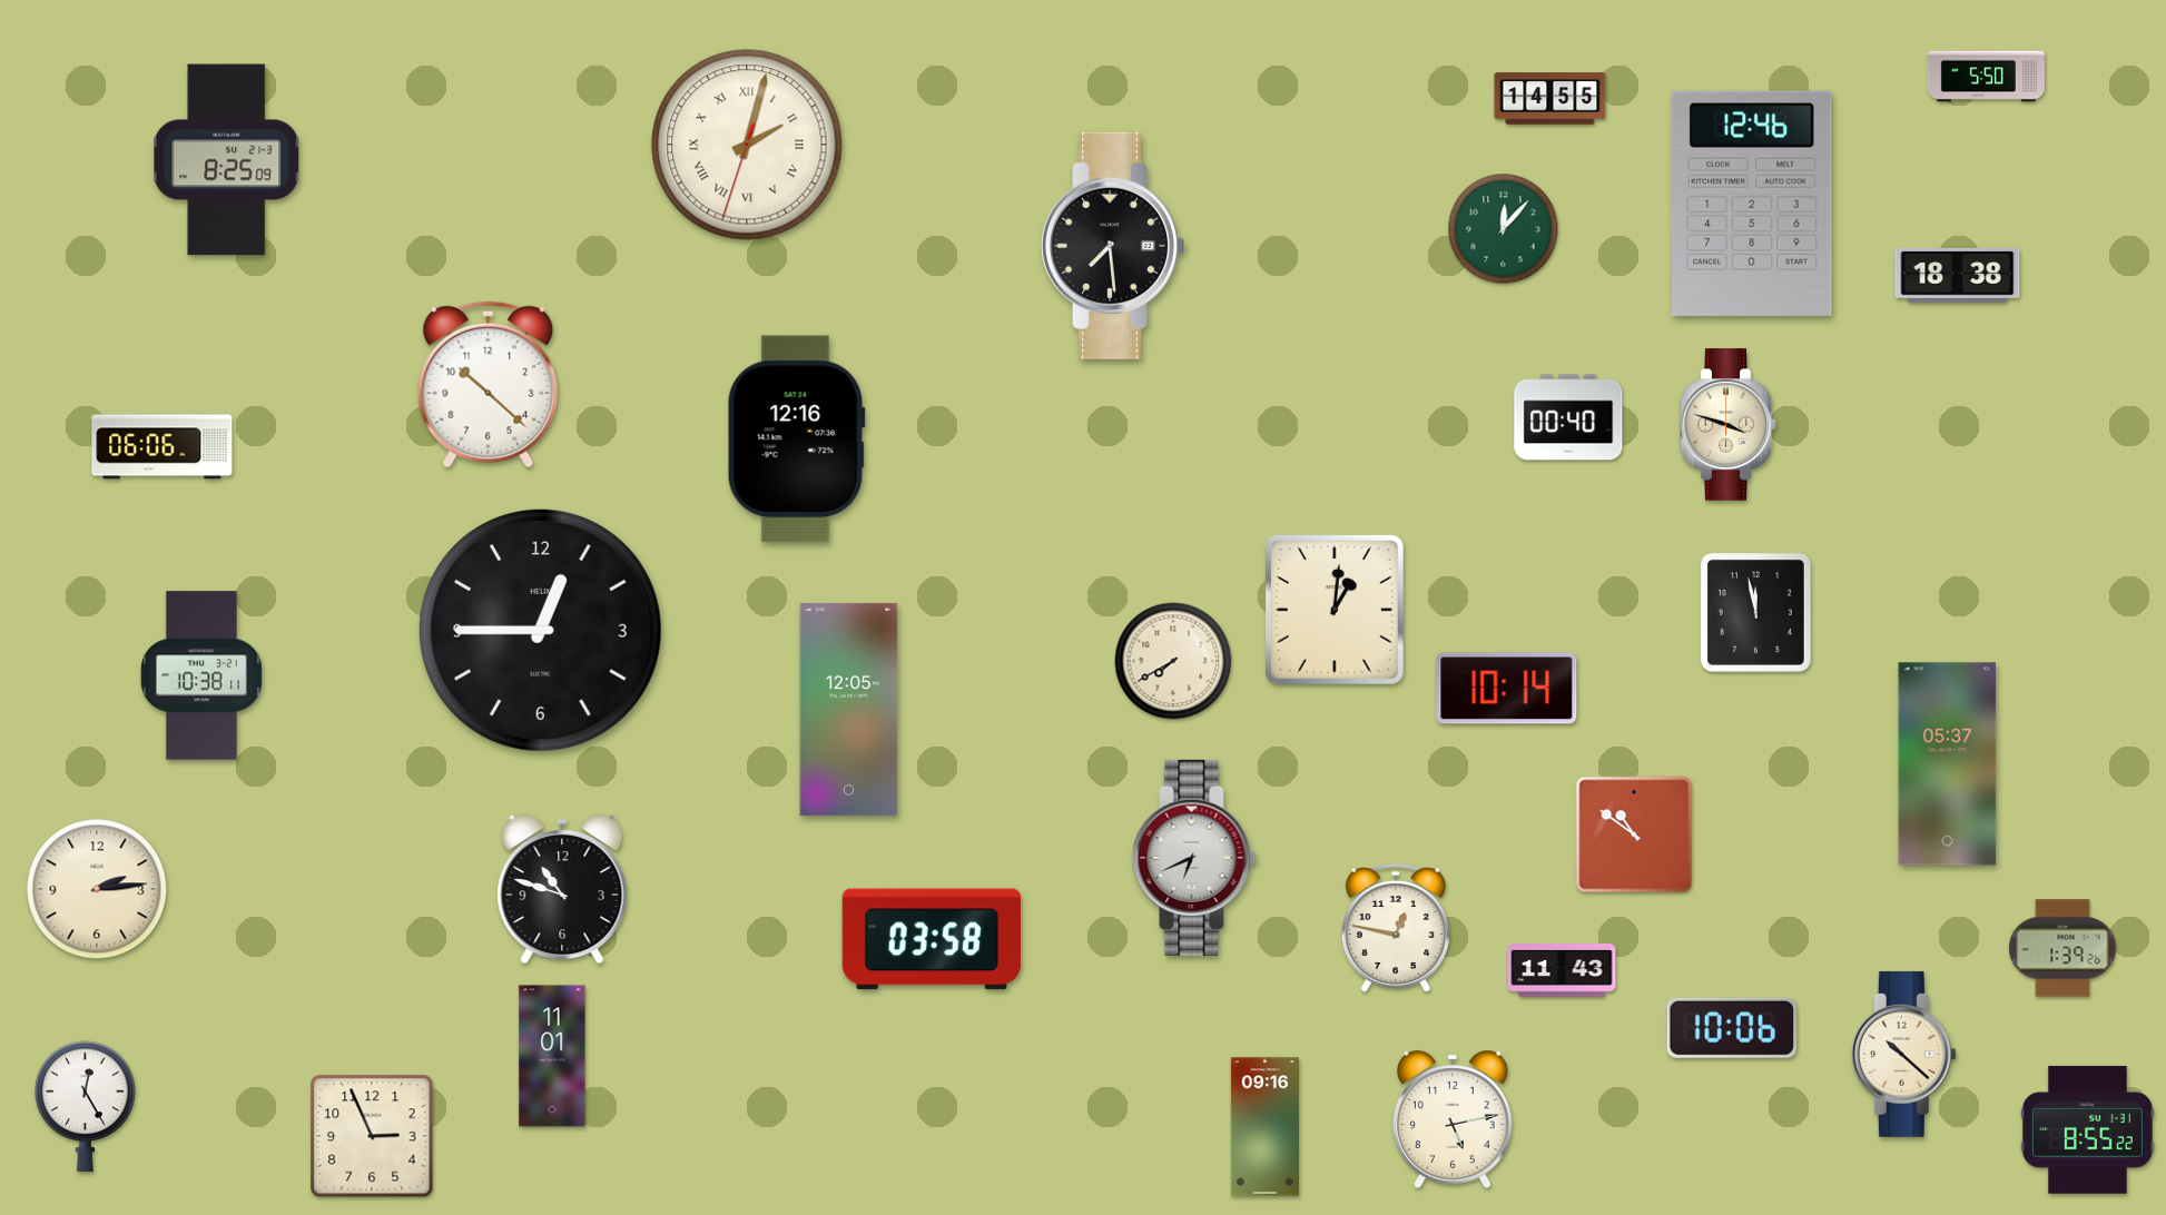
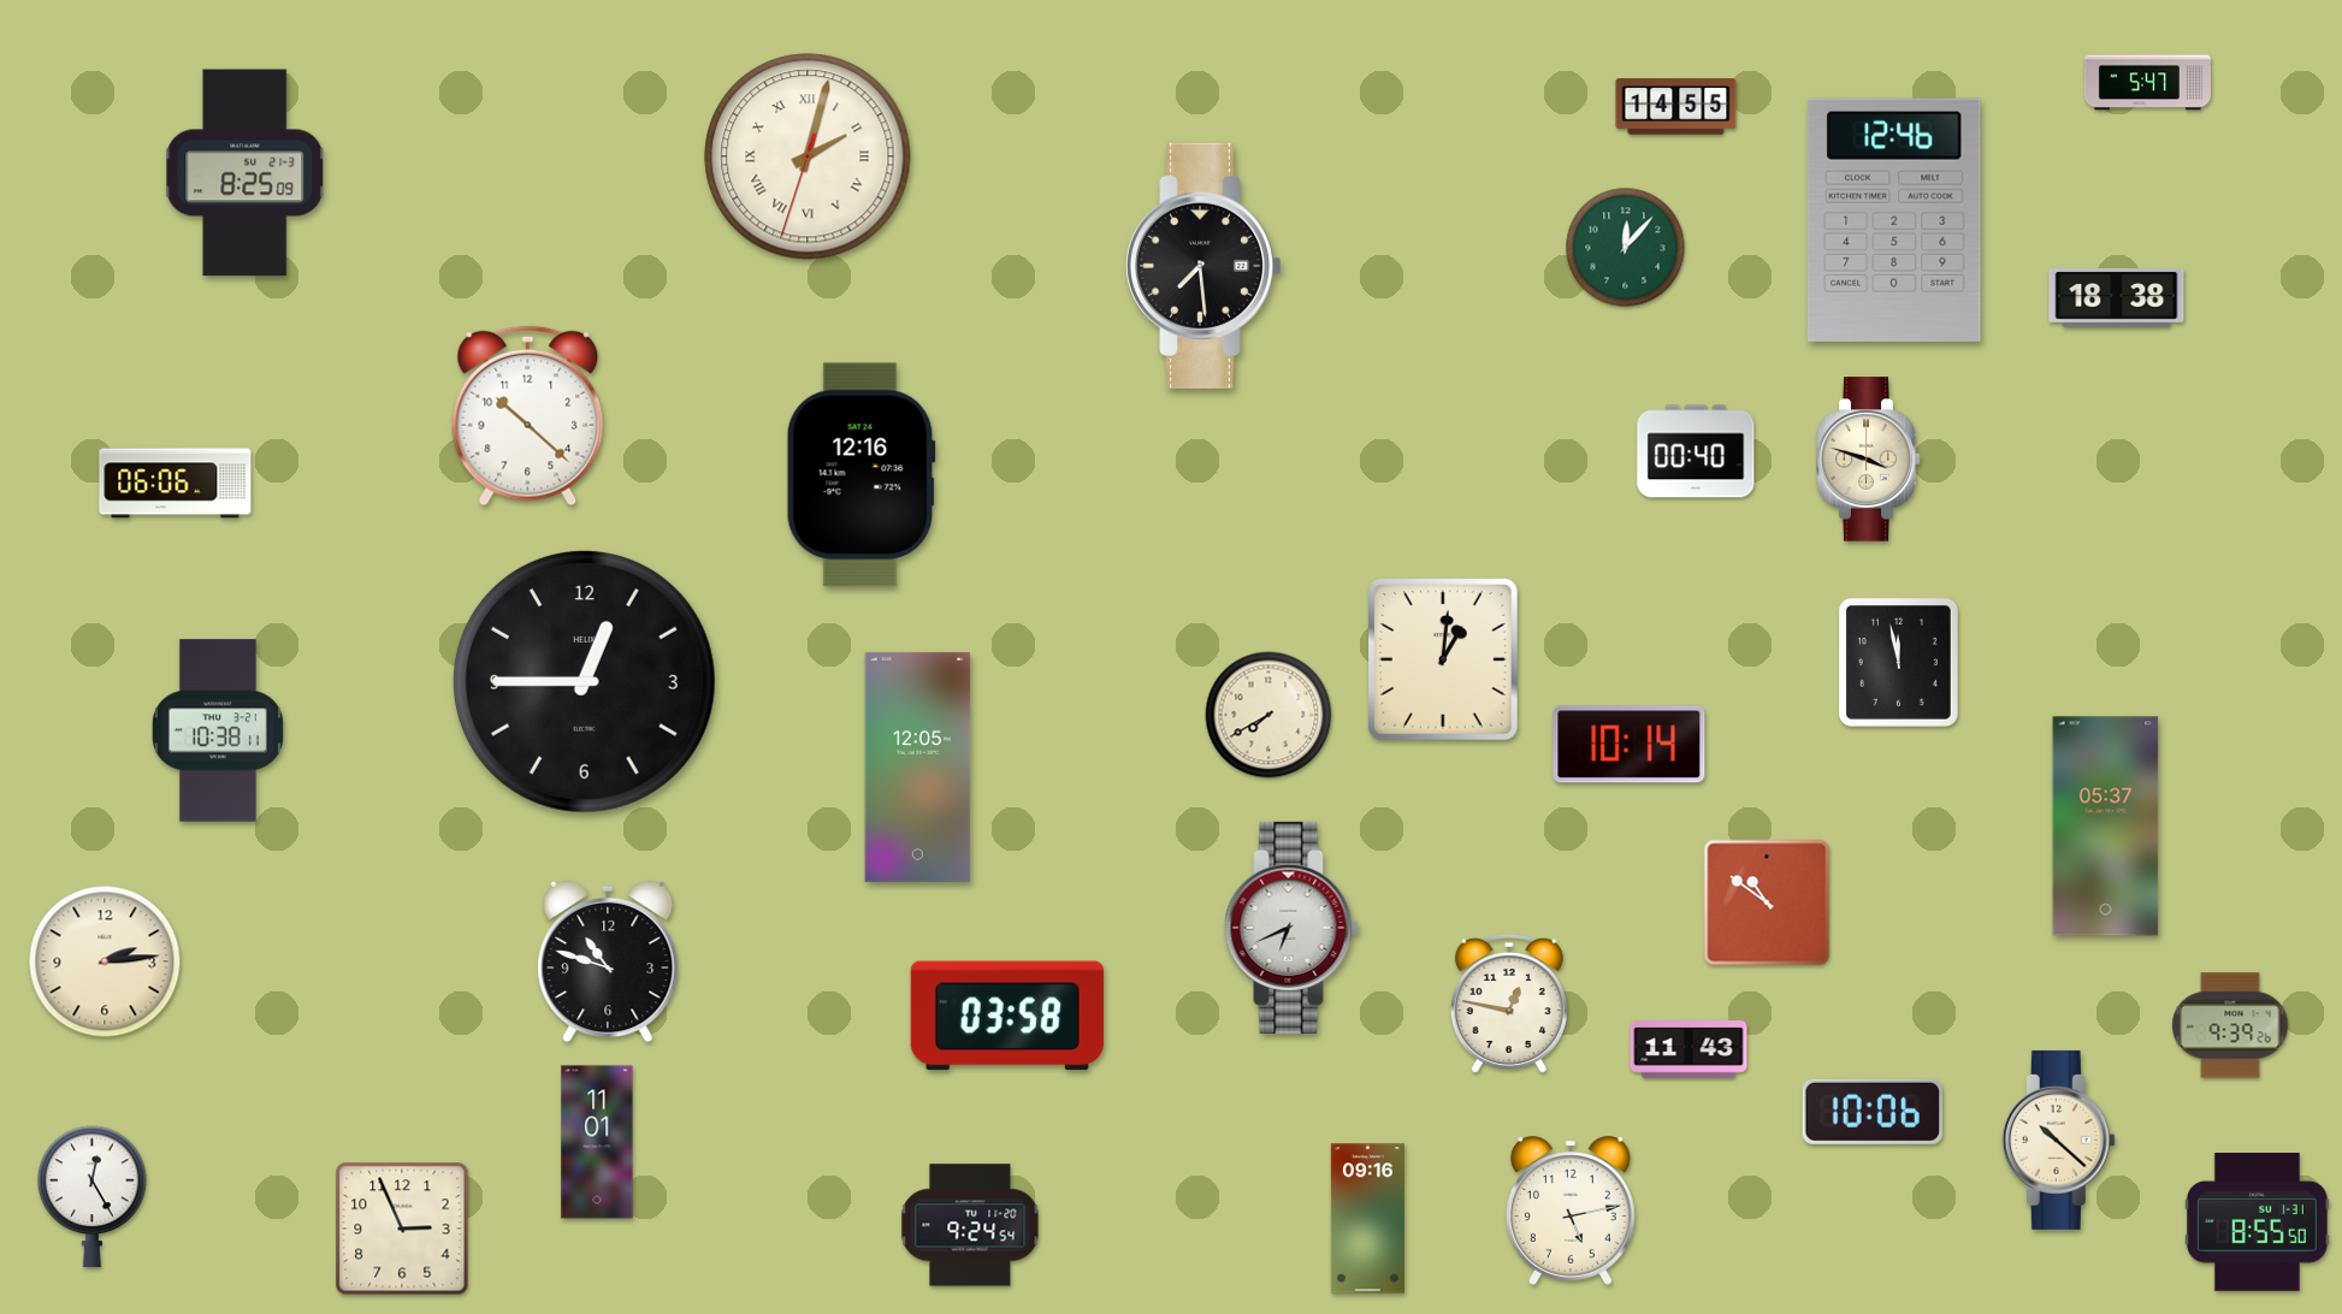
clock at (1986, 77): 5:50 -> 5:47
clock at (2062, 948): 1:39 -> 9:39
clock at (2087, 1129): 8:55:22 -> 8:55:50
clock at (970, 1225): none -> 9:24
